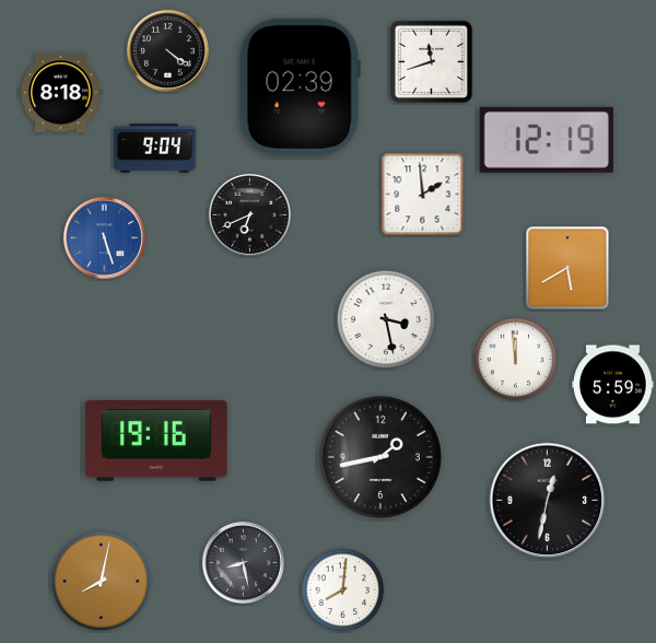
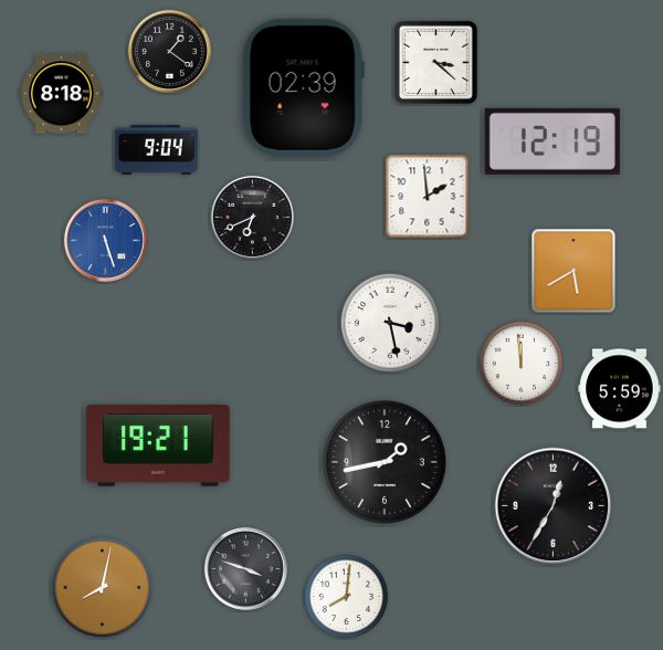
clock at (167, 50): 4:21 -> 1:21
clock at (431, 61): 11:42 -> 3:22
clock at (157, 442): 19:16 -> 19:21
clock at (548, 501): 12:32 -> 12:35
clock at (243, 562): 8:28 -> 3:48
